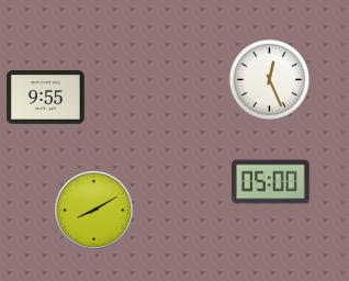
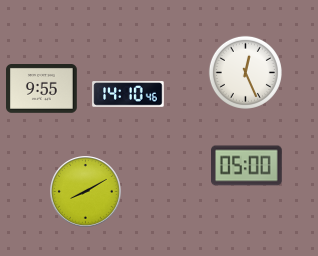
clock at (128, 94): none -> 14:10
